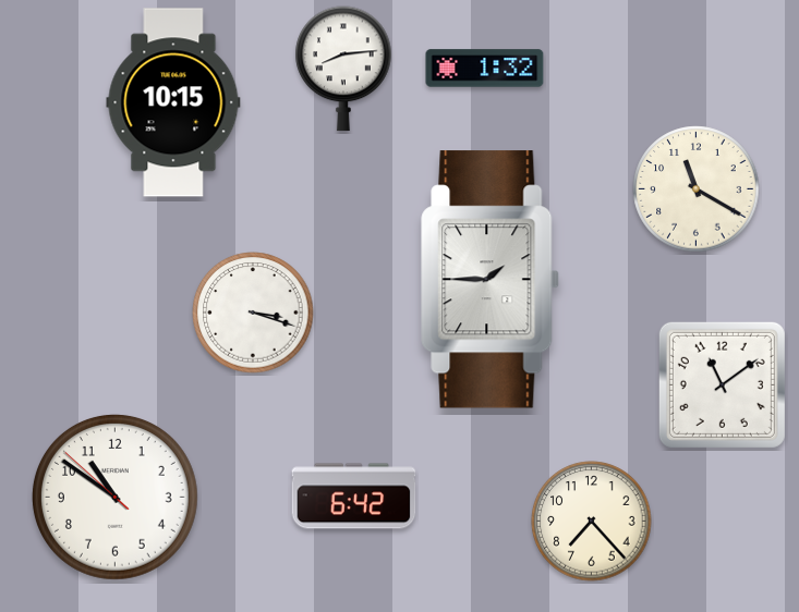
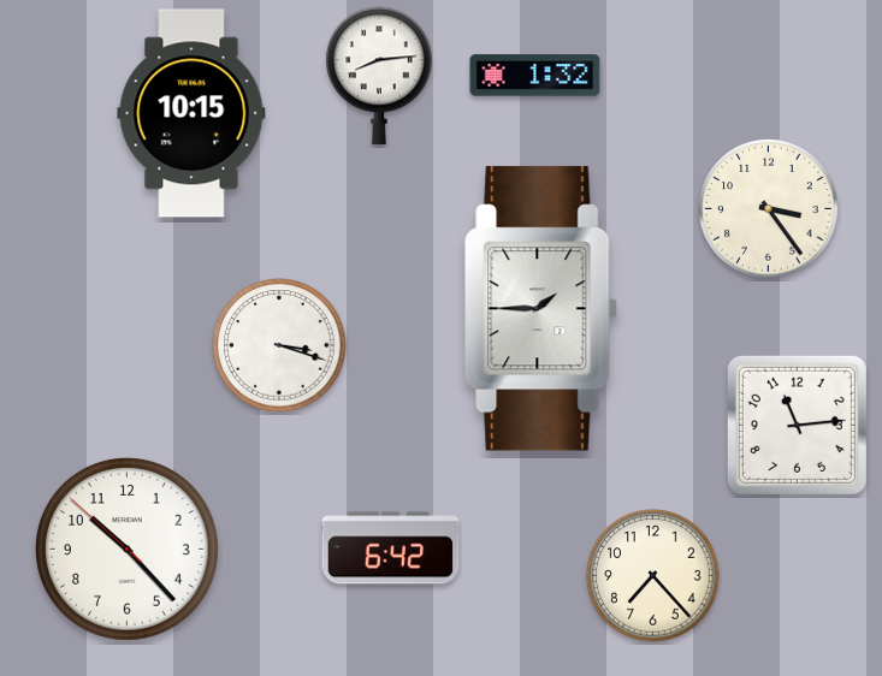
clock at (697, 189): 11:20 -> 3:24
clock at (722, 384): 11:09 -> 11:14
clock at (116, 498): 10:50 -> 10:22
